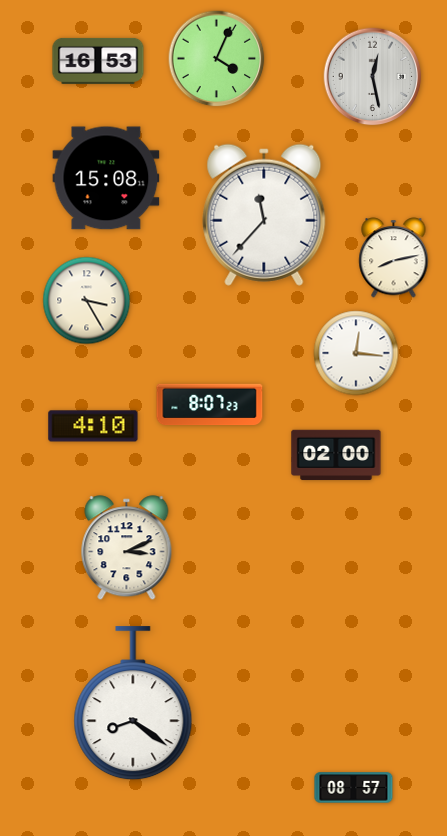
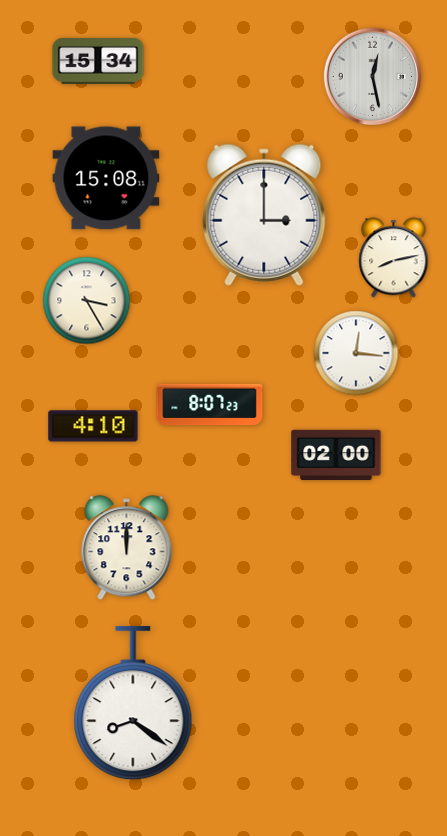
clock at (217, 59): 4:04 -> none
clock at (98, 61): 16:53 -> 15:34
clock at (264, 215): 11:37 -> 3:00
clock at (127, 548): 3:11 -> 12:00
clock at (354, 788): 08:57 -> none
